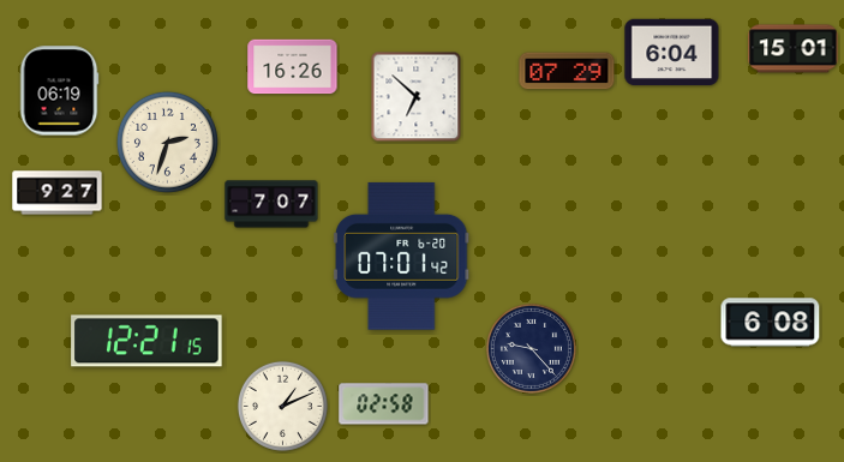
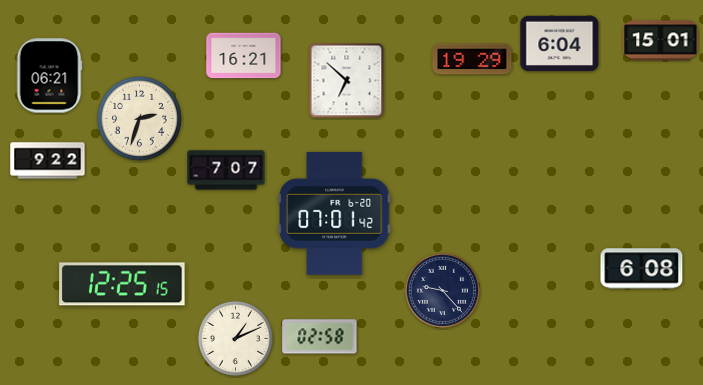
clock at (293, 67): 16:26 -> 16:21
clock at (567, 71): 07:29 -> 19:29
clock at (59, 91): 06:19 -> 06:21
clock at (58, 193): 9:27 -> 9:22
clock at (146, 341): 12:21 -> 12:25
